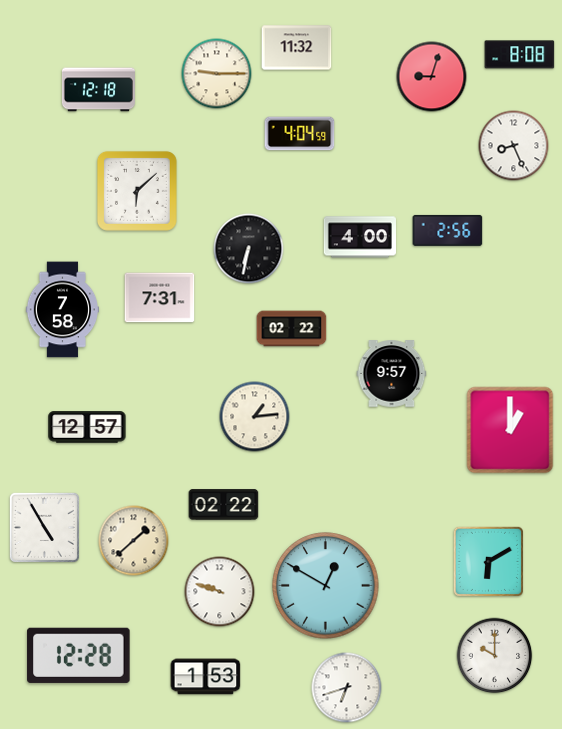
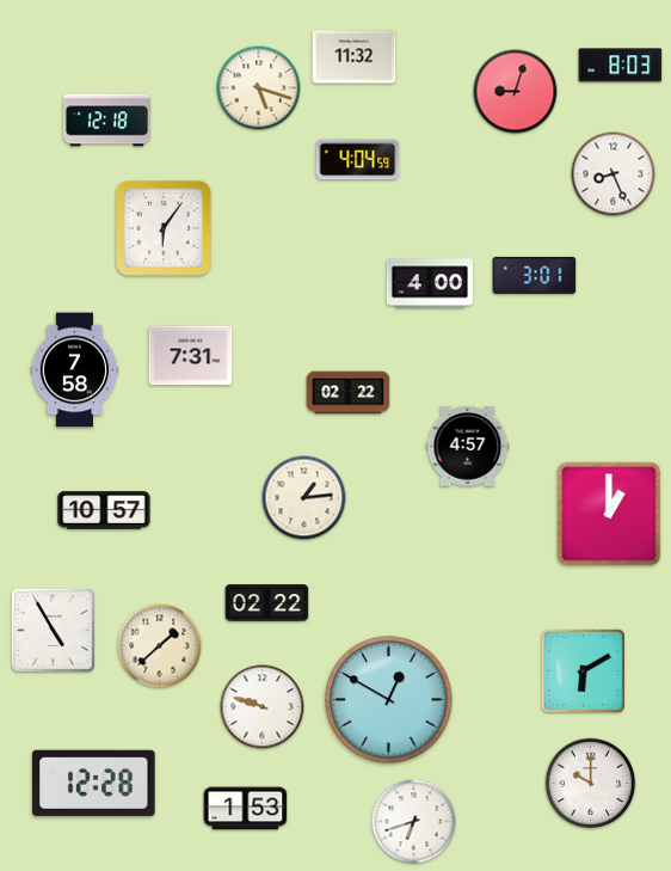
clock at (520, 55): 8:08 -> 8:03
clock at (217, 74): 9:15 -> 5:18
clock at (98, 90) position: (98, 90) -> (106, 121)
clock at (137, 191): 6:08 -> 6:06
clock at (448, 230): 2:56 -> 3:01
clock at (249, 249): 6:32 -> none
clock at (392, 374): 9:57 -> 4:57
clock at (87, 427): 12:57 -> 10:57
